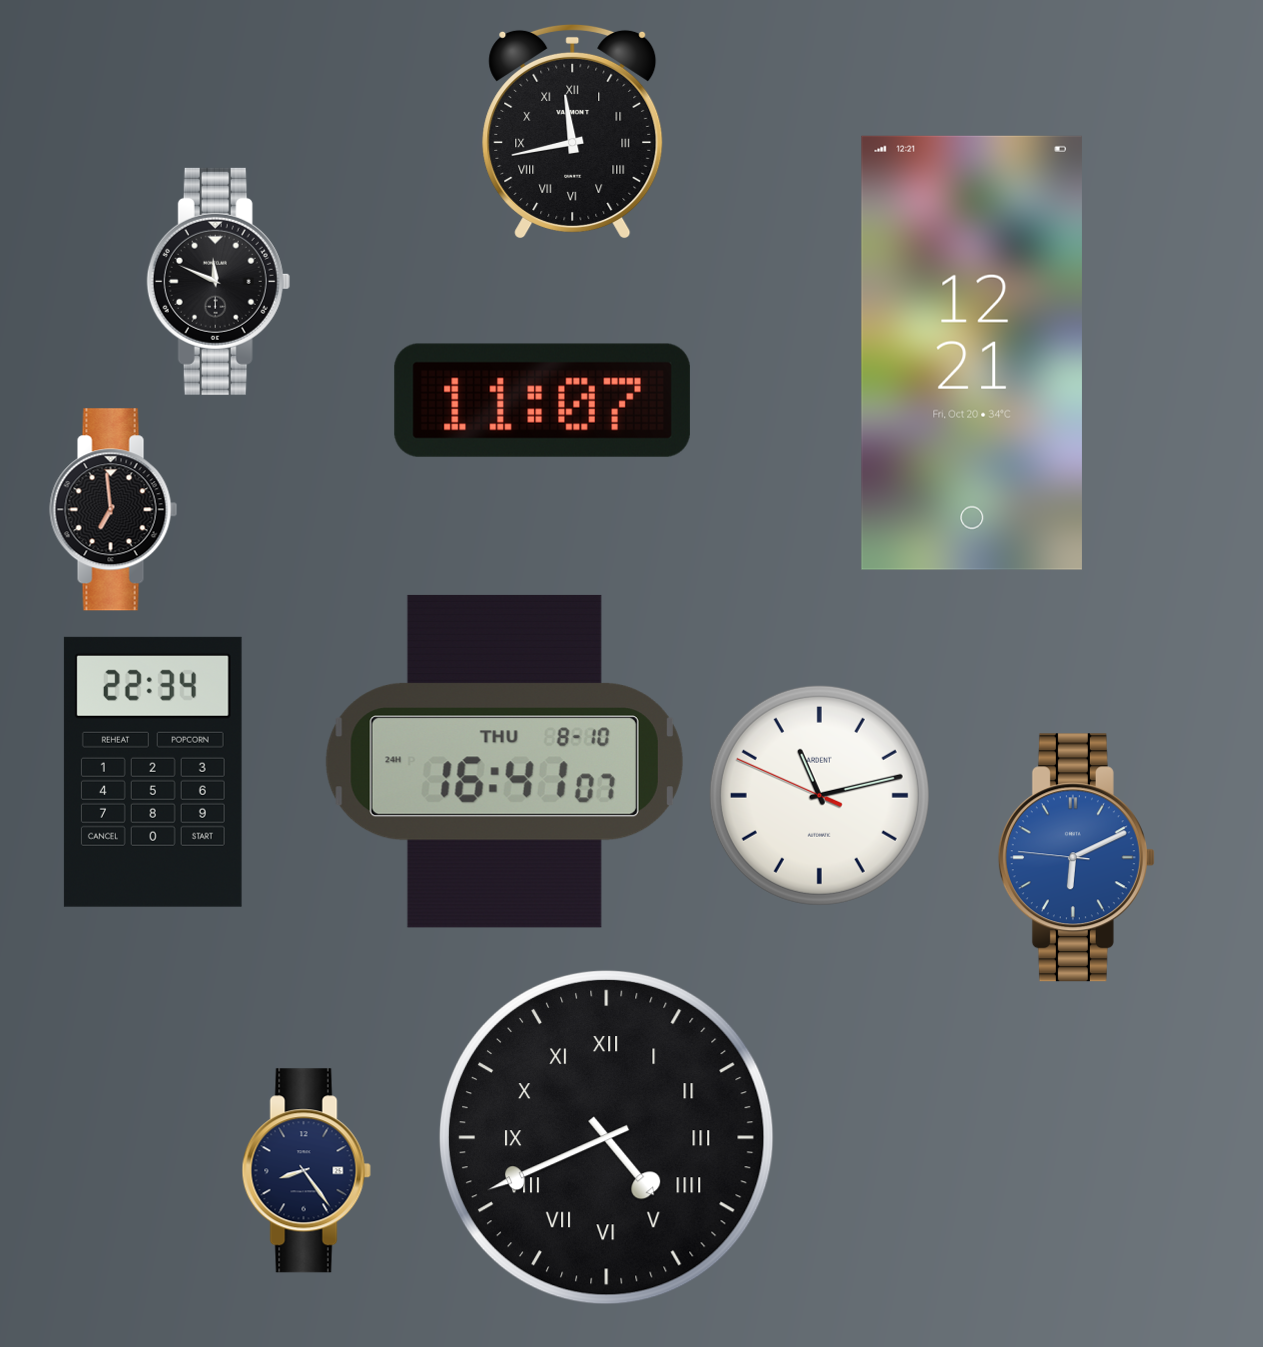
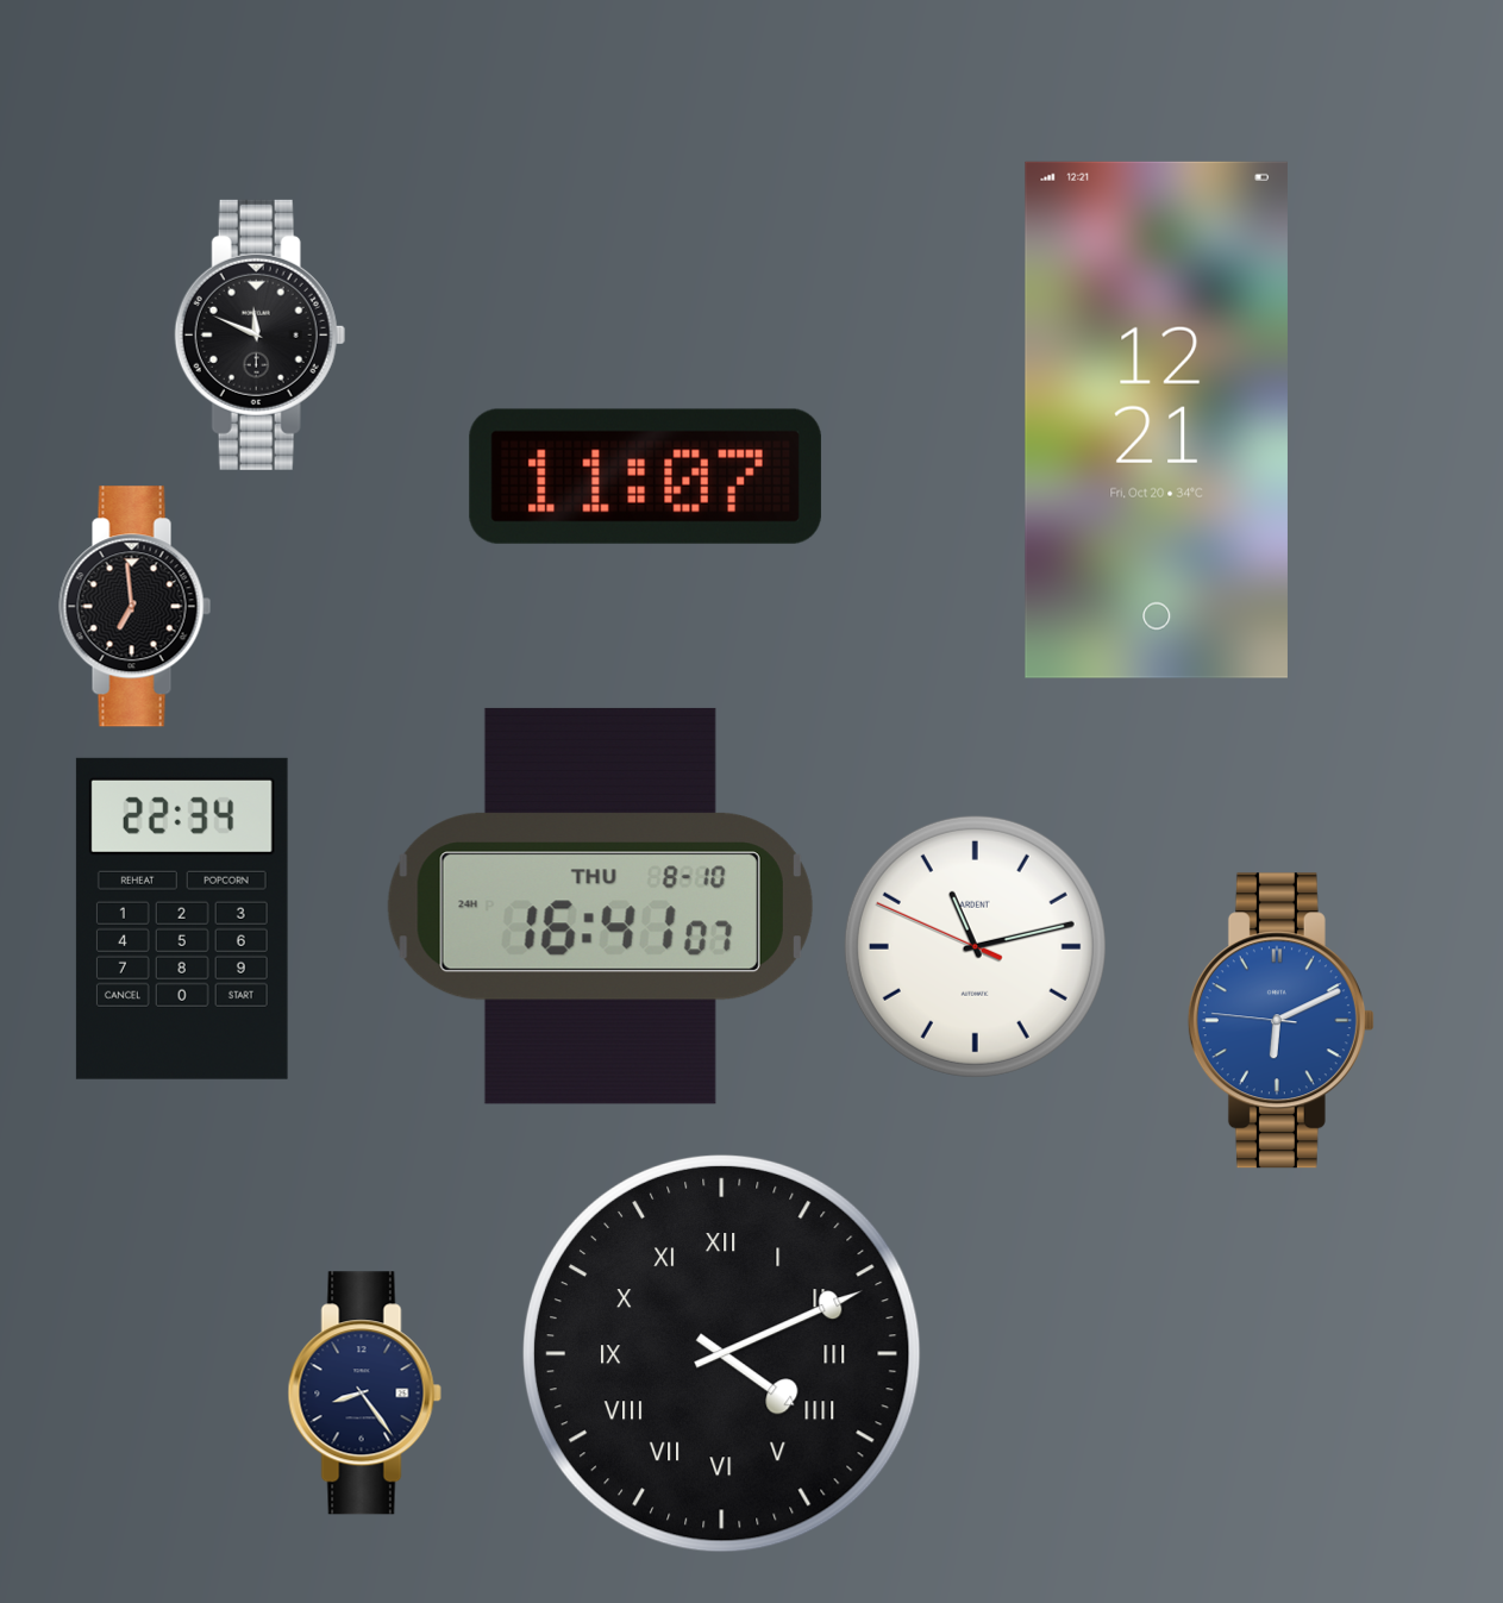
clock at (573, 131): 11:43 -> none
clock at (606, 1137): 4:41 -> 4:11
